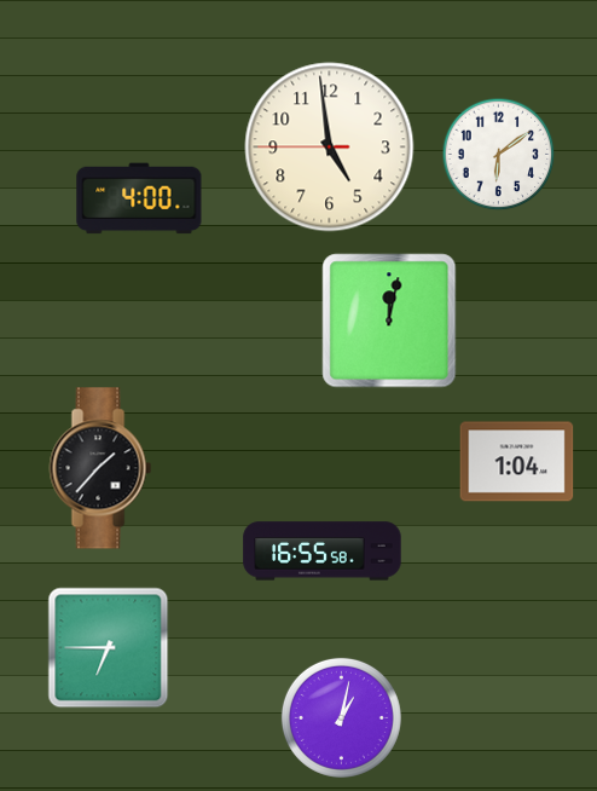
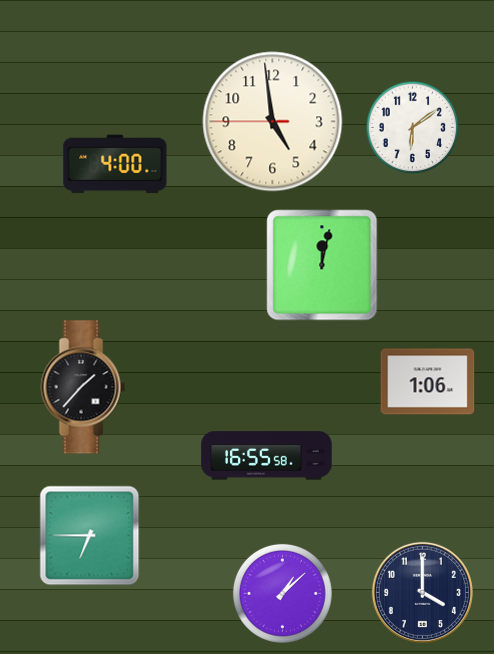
clock at (517, 462): 1:04 -> 1:06
clock at (422, 592): none -> 4:00
clock at (341, 717): 1:02 -> 1:08
